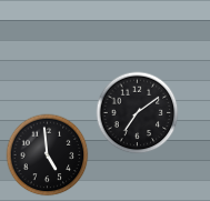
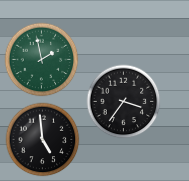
clock at (42, 60): none -> 1:58
clock at (138, 113): 7:09 -> 3:36
